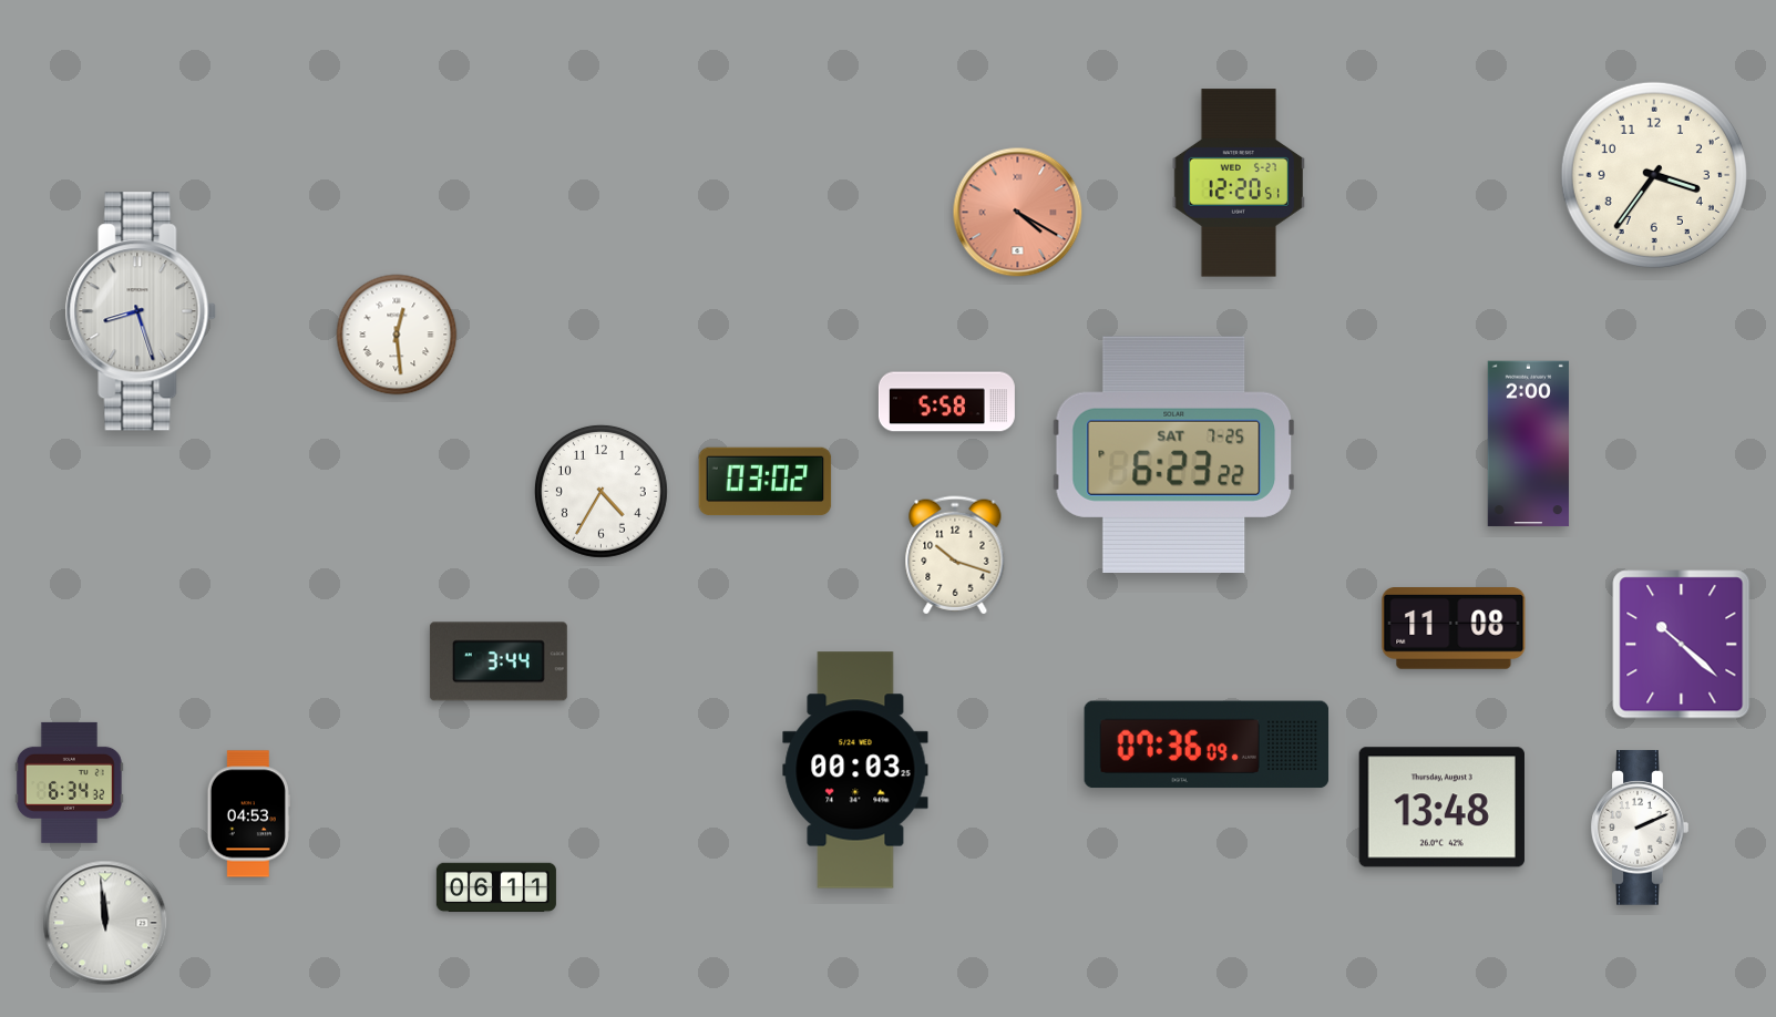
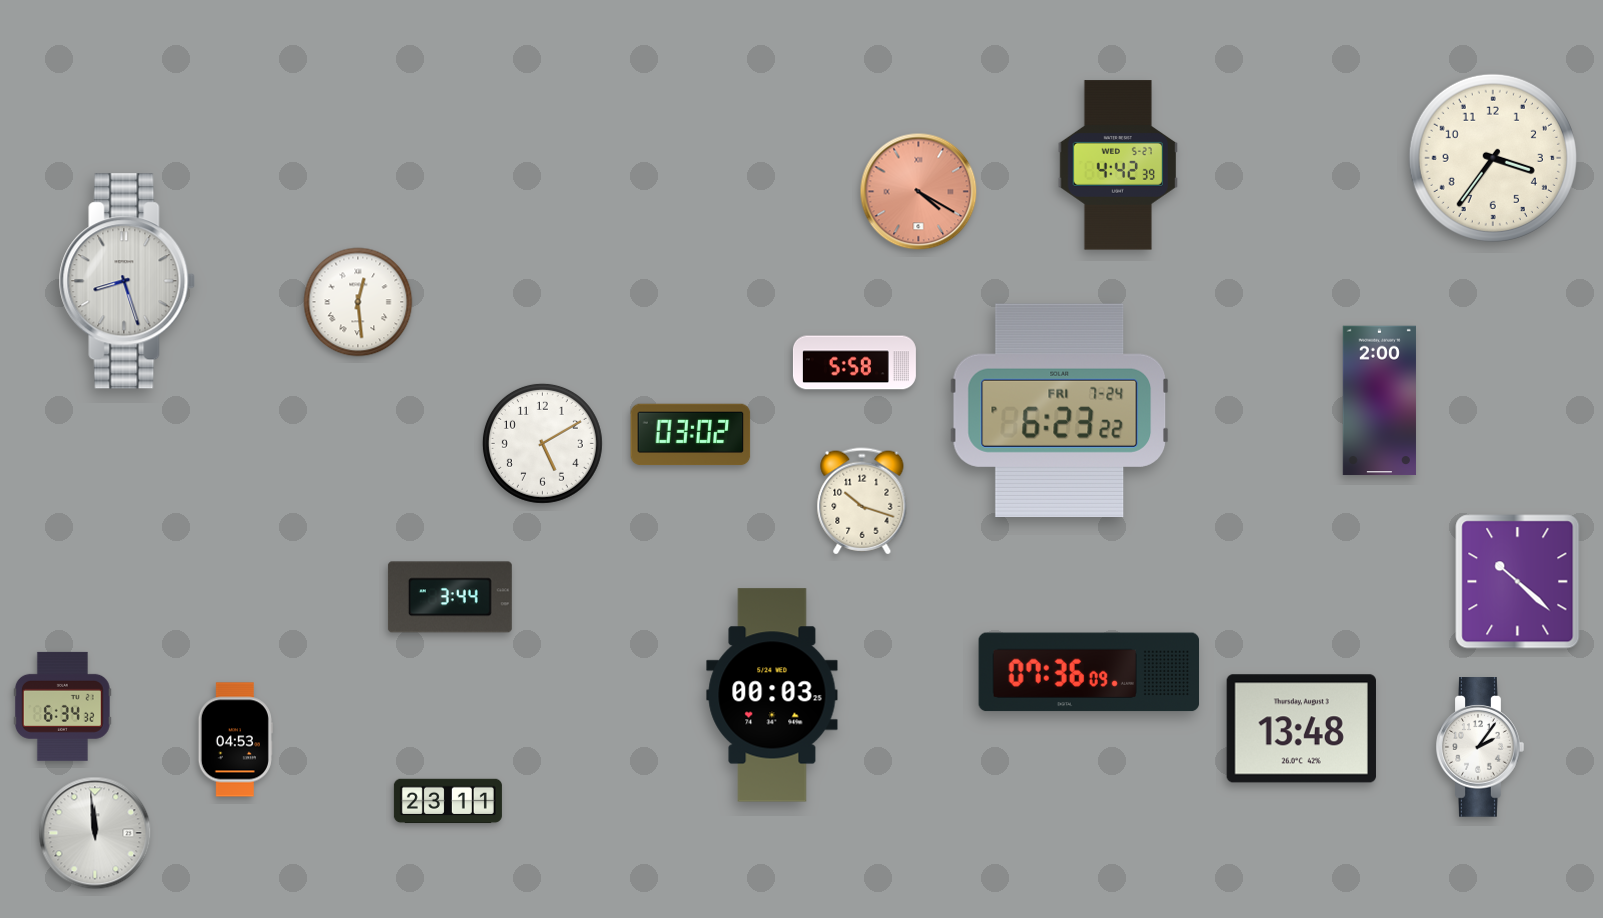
clock at (1238, 183): 12:20 -> 4:42
clock at (1174, 454) date: SAT 7-25 -> FRI 7-24
clock at (600, 491): 4:35 -> 5:10
clock at (1454, 629): 11:08 -> none
clock at (248, 814) position: (248, 814) -> (235, 740)
clock at (1640, 828): 2:11 -> 2:06
clock at (496, 887): 06:11 -> 23:11
